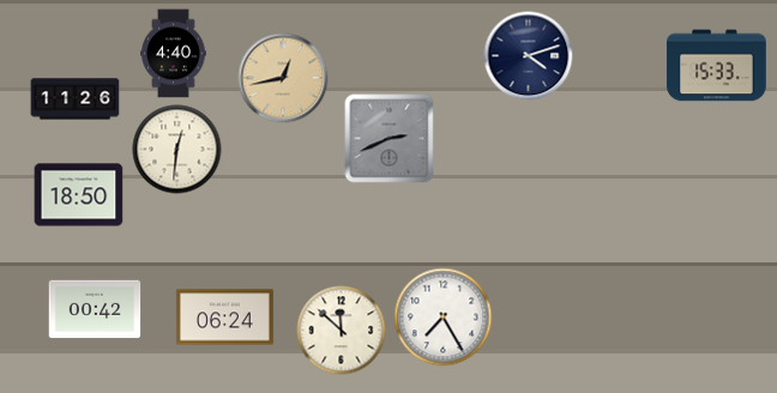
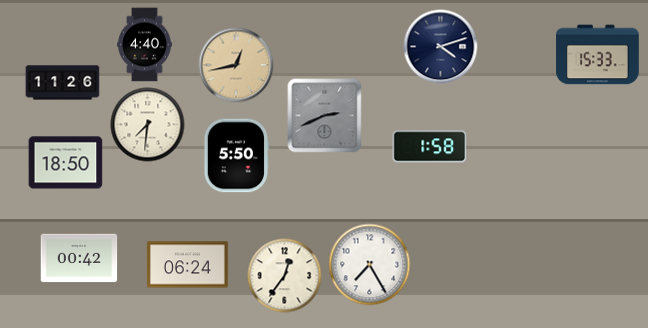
clock at (177, 150): 12:31 -> 7:31
clock at (430, 147): none -> 1:58
clock at (236, 156): none -> 5:50
clock at (342, 331): 11:52 -> 12:36
